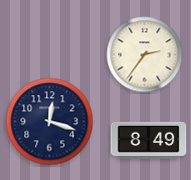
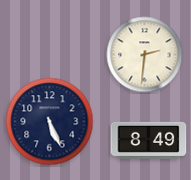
clock at (145, 55): 2:36 -> 2:31
clock at (50, 122): 12:18 -> 5:26
